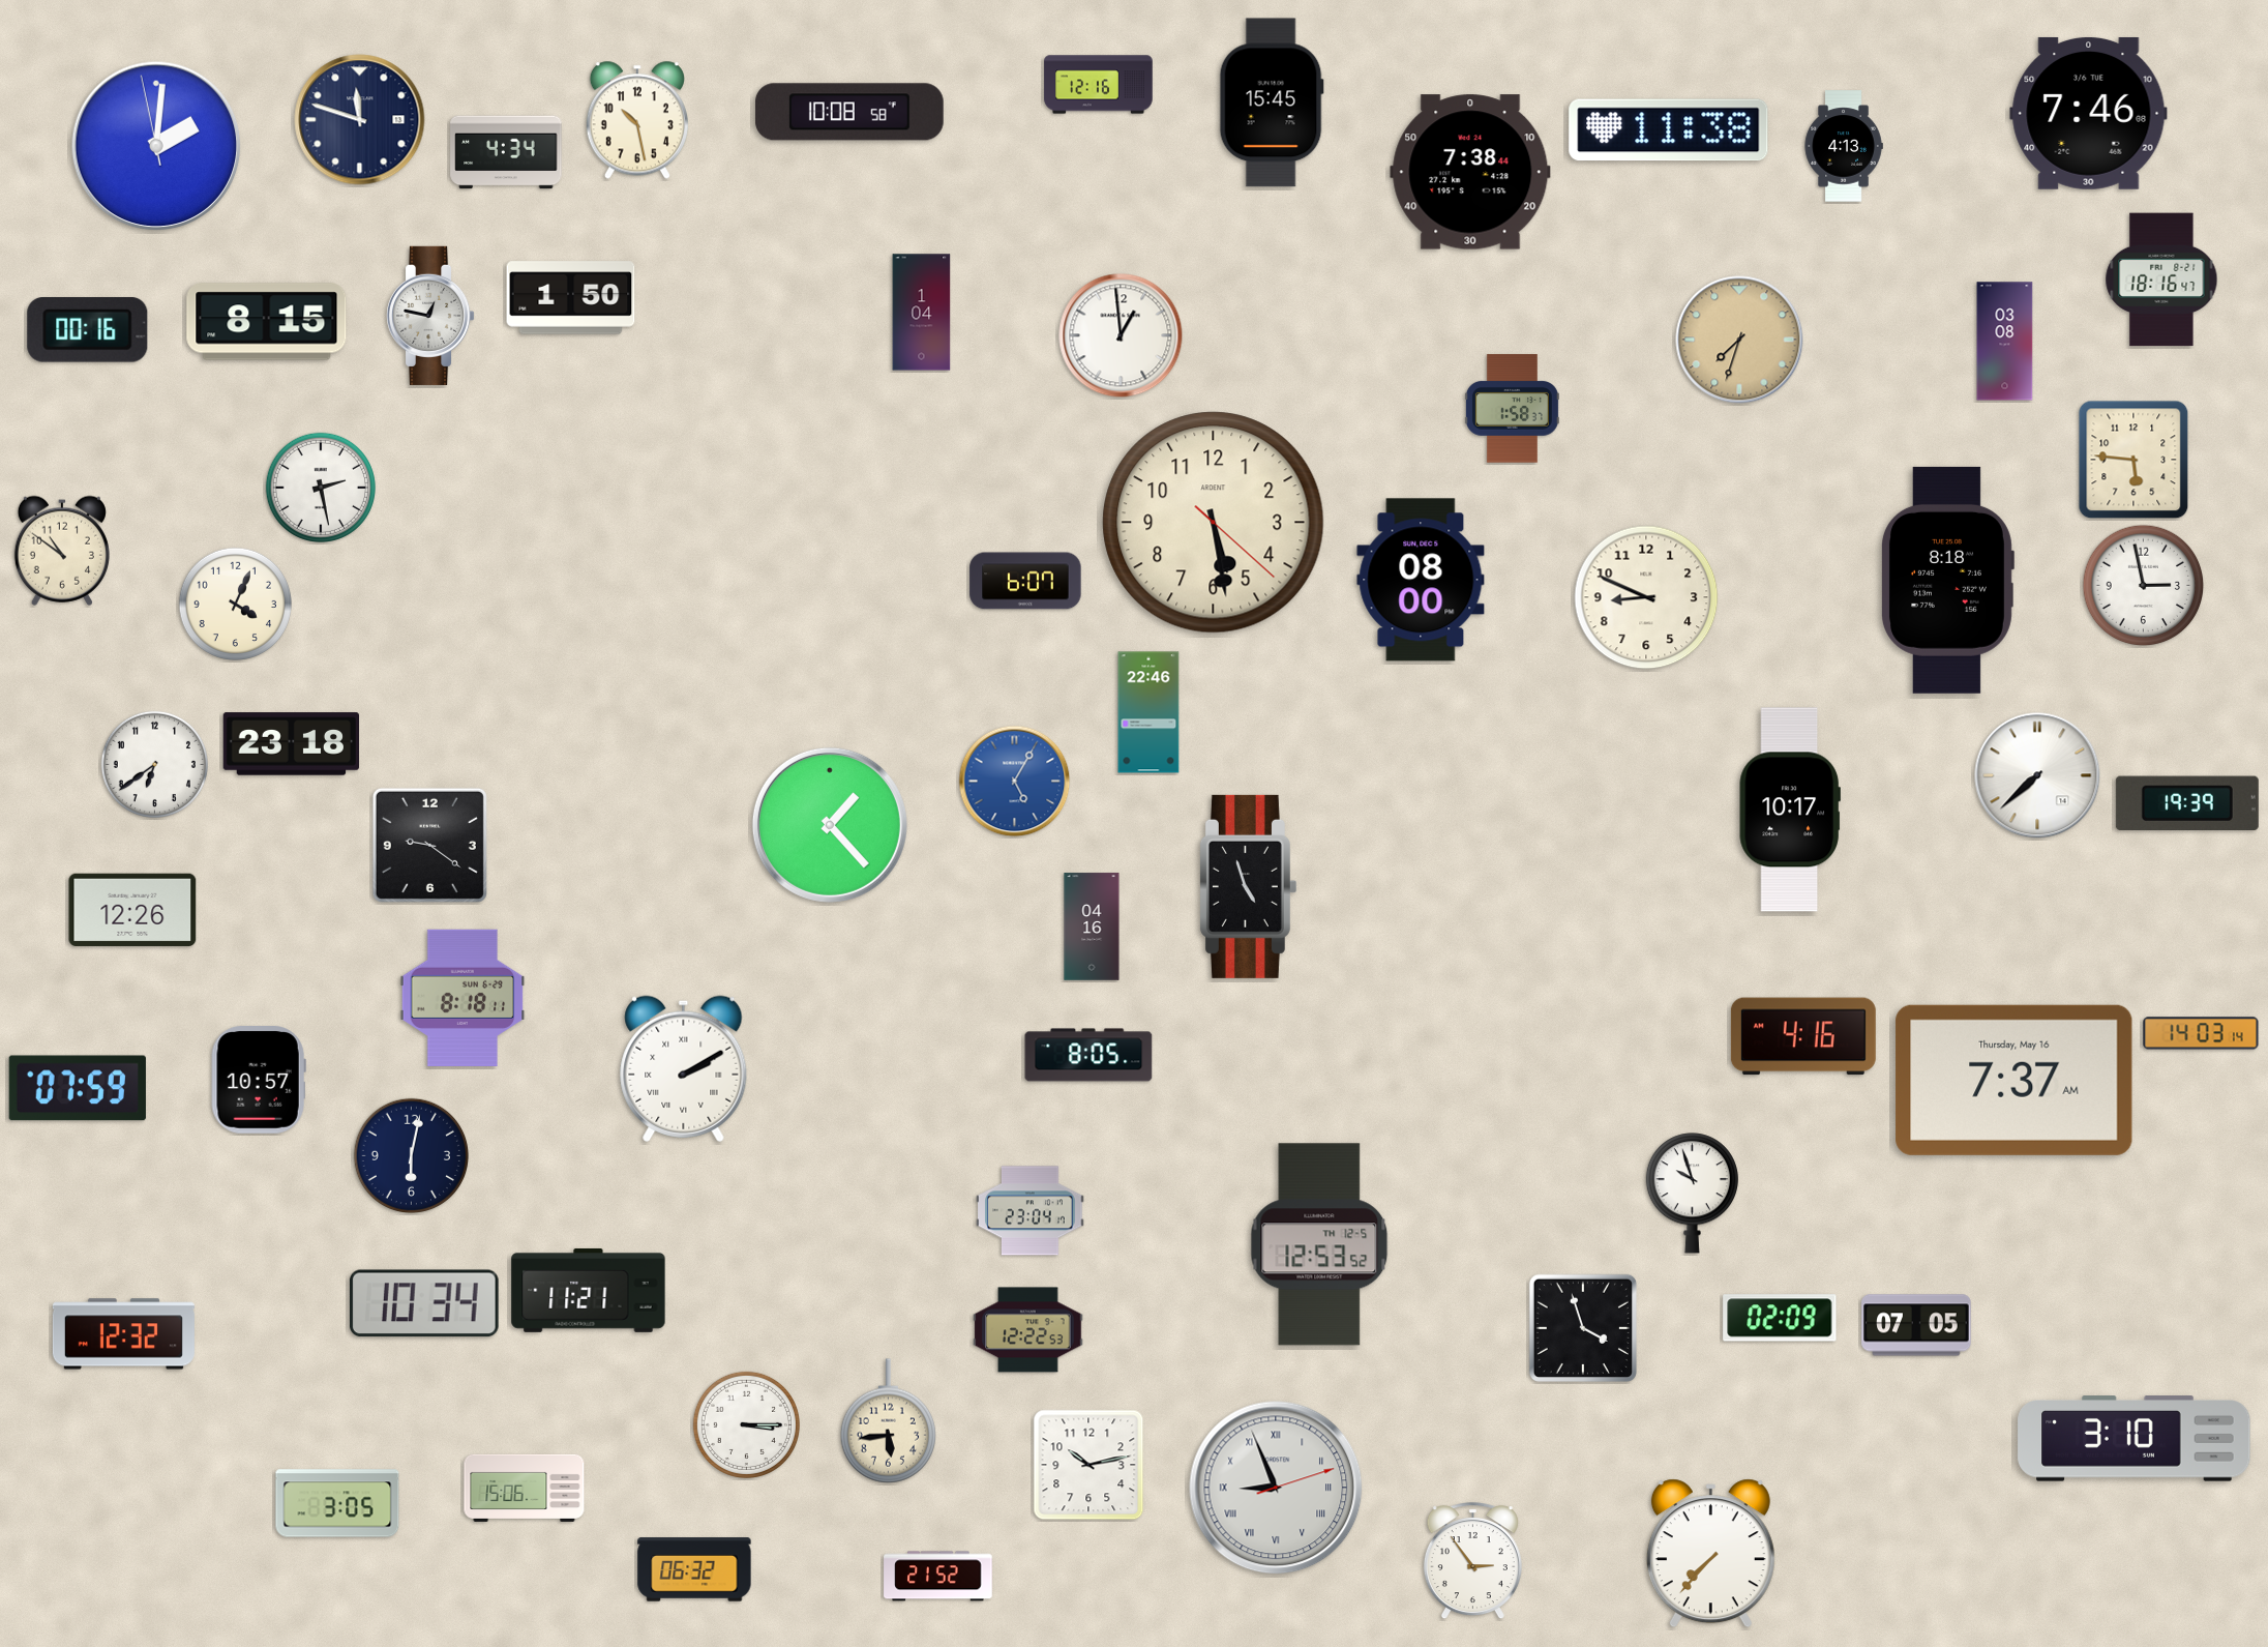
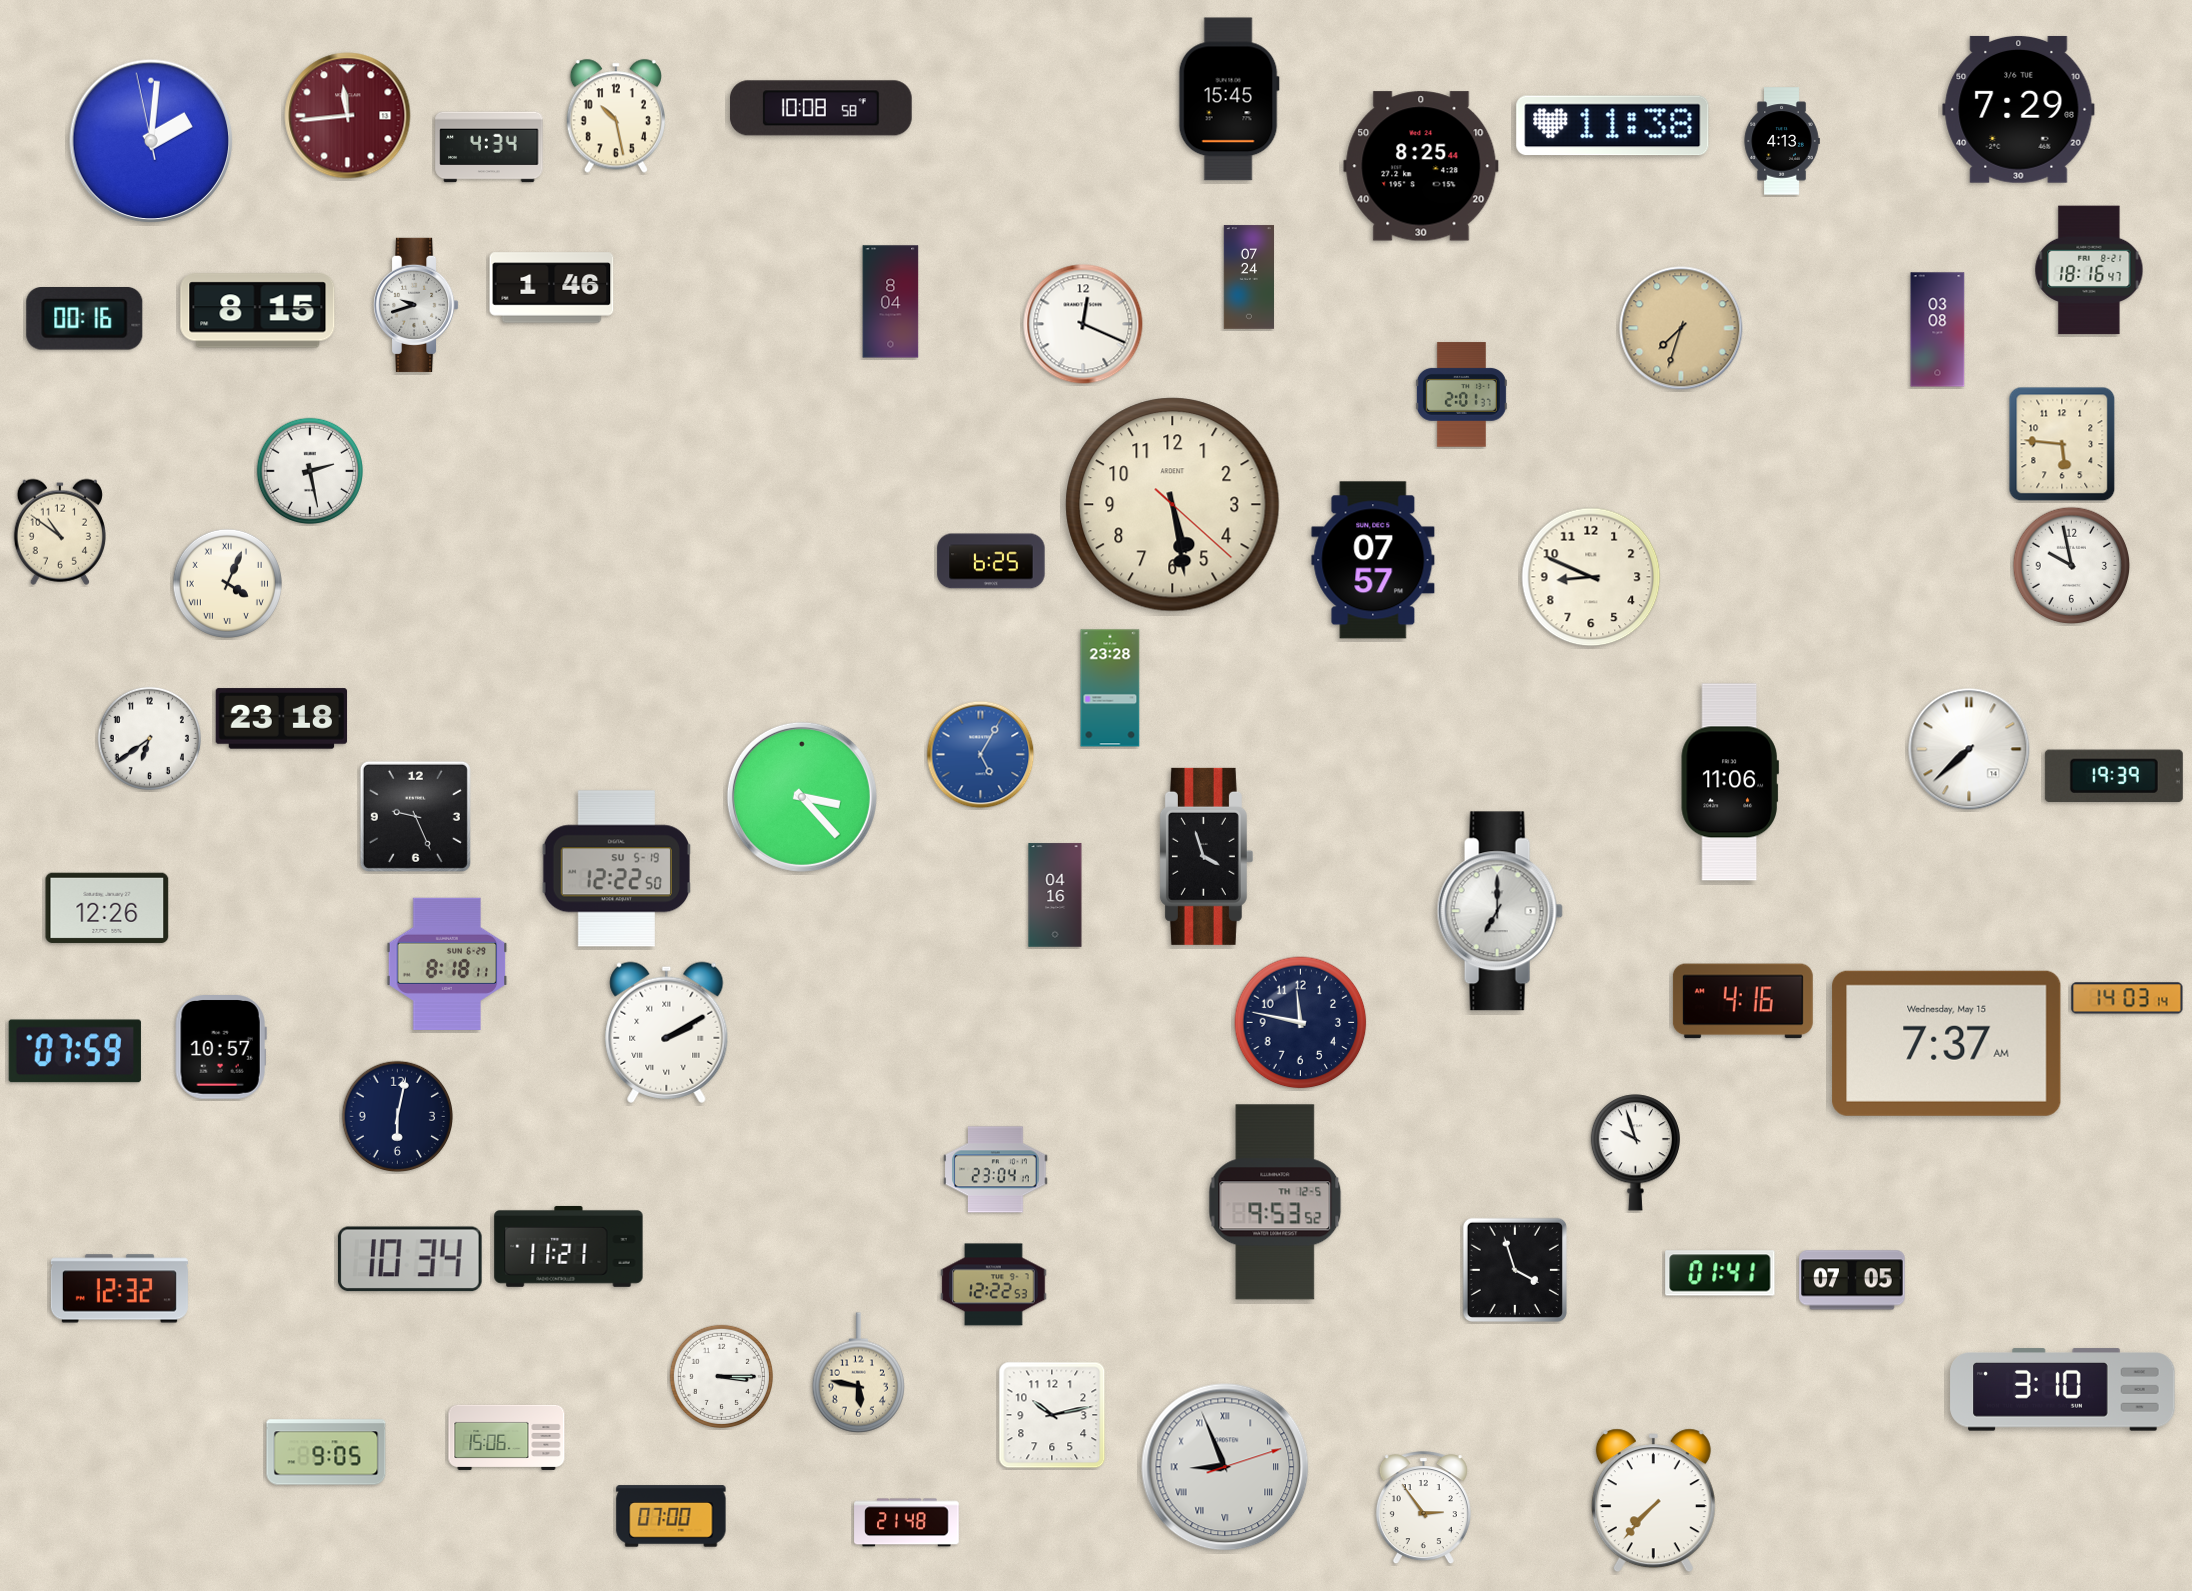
clock at (1099, 85): 12:16 -> none
clock at (2089, 114): 7:46 -> 7:29
clock at (360, 120): 11:48 -> 11:44
clock at (360, 120) dial: navy -> burgundy
clock at (1470, 172): 7:38 -> 8:25
clock at (1248, 277): none -> 07:24
clock at (571, 298): 1:50 -> 1:46
clock at (922, 313): 1:04 -> 8:04
clock at (431, 316): 12:47 -> 9:42
clock at (1121, 335): 12:59 -> 12:19
clock at (1512, 409): 1:58 -> 2:01
clock at (1421, 580): 08:00 -> 07:57
clock at (1948, 580): 8:18 -> none
clock at (1025, 581): 6:07 -> 6:25
clock at (2144, 586): 2:58 -> 9:58
clock at (235, 604) numerals: Arabic -> Roman
clock at (1148, 712): 22:46 -> 23:28
clock at (1790, 810): 10:17 -> 11:06
clock at (830, 825): 1:23 -> 3:23
clock at (429, 845): 9:21 -> 9:26
clock at (1248, 886): 4:57 -> 3:57
clock at (616, 869): none -> 12:22
clock at (132, 909) position: (132, 909) -> (107, 907)
clock at (1500, 911): none -> 7:00
clock at (1088, 1055): 8:05 -> none
clock at (1301, 1023): none -> 11:47
clock at (684, 1068) position: (684, 1068) -> (667, 1032)
clock at (2015, 1080) date: Thursday, May 16 -> Wednesday, May 15
clock at (259, 1081) position: (259, 1081) -> (221, 1048)
clock at (1319, 1244): 12:53 -> 9:53
clock at (1780, 1318): 02:09 -> 01:41
clock at (1583, 1328) position: (1583, 1328) -> (1515, 1270)
clock at (888, 1421): 5:44 -> 5:47
clock at (1276, 1488) position: (1276, 1488) -> (1225, 1467)
clock at (337, 1503): 3:05 -> 9:05
clock at (694, 1569): 06:32 -> 07:00
clock at (938, 1577): 21:52 -> 21:48
